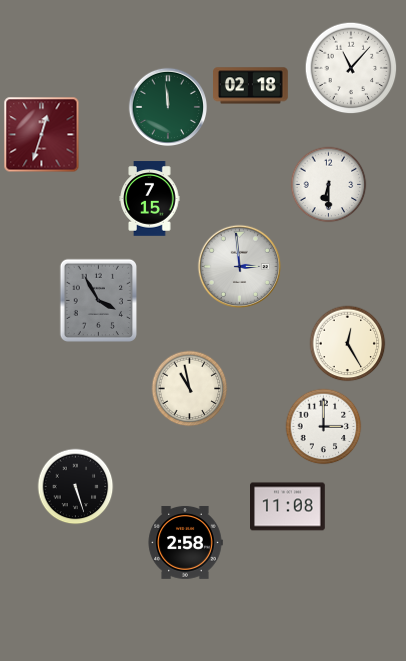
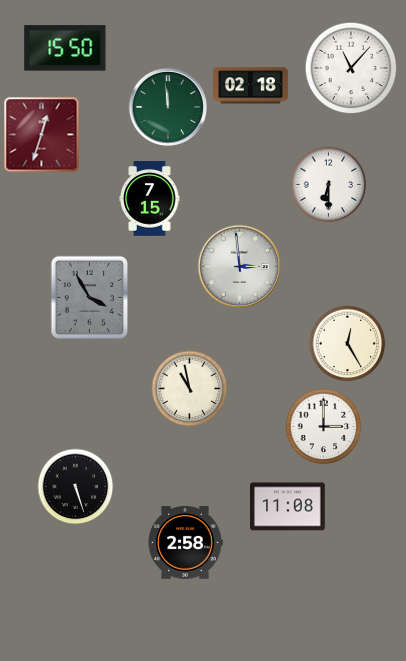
clock at (65, 48): none -> 15:50
clock at (98, 300) position: (98, 300) -> (89, 297)
